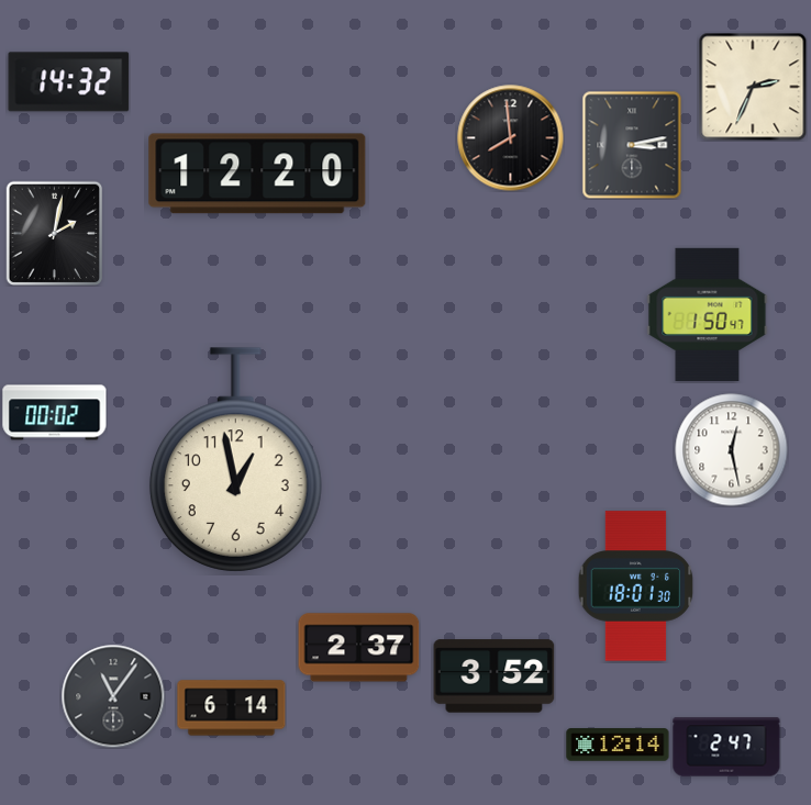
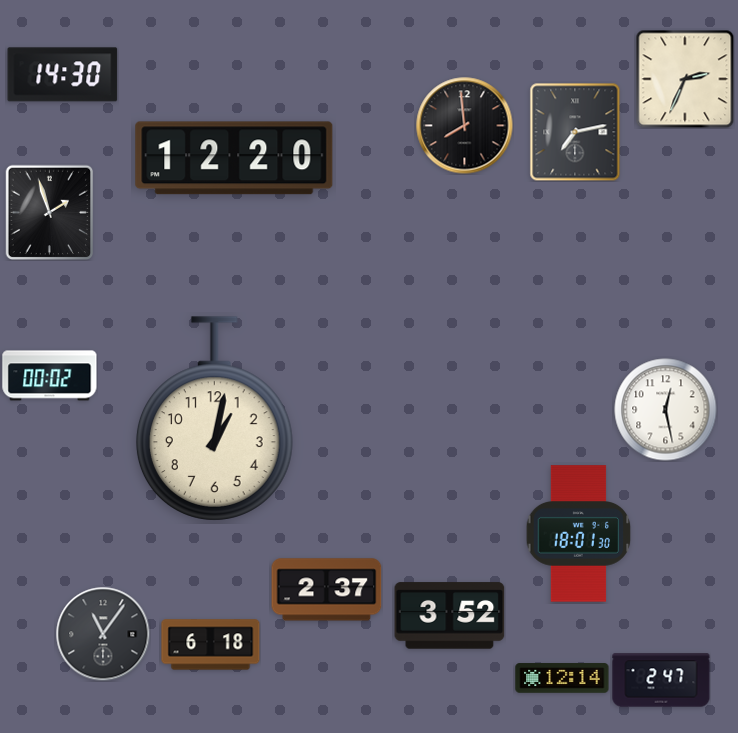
clock at (69, 82): 14:32 -> 14:30
clock at (632, 145): 3:13 -> 7:13
clock at (55, 233): 2:02 -> 1:57
clock at (708, 314): 1:50 -> none
clock at (235, 460): 12:58 -> 1:02
clock at (232, 708): 6:14 -> 6:18
